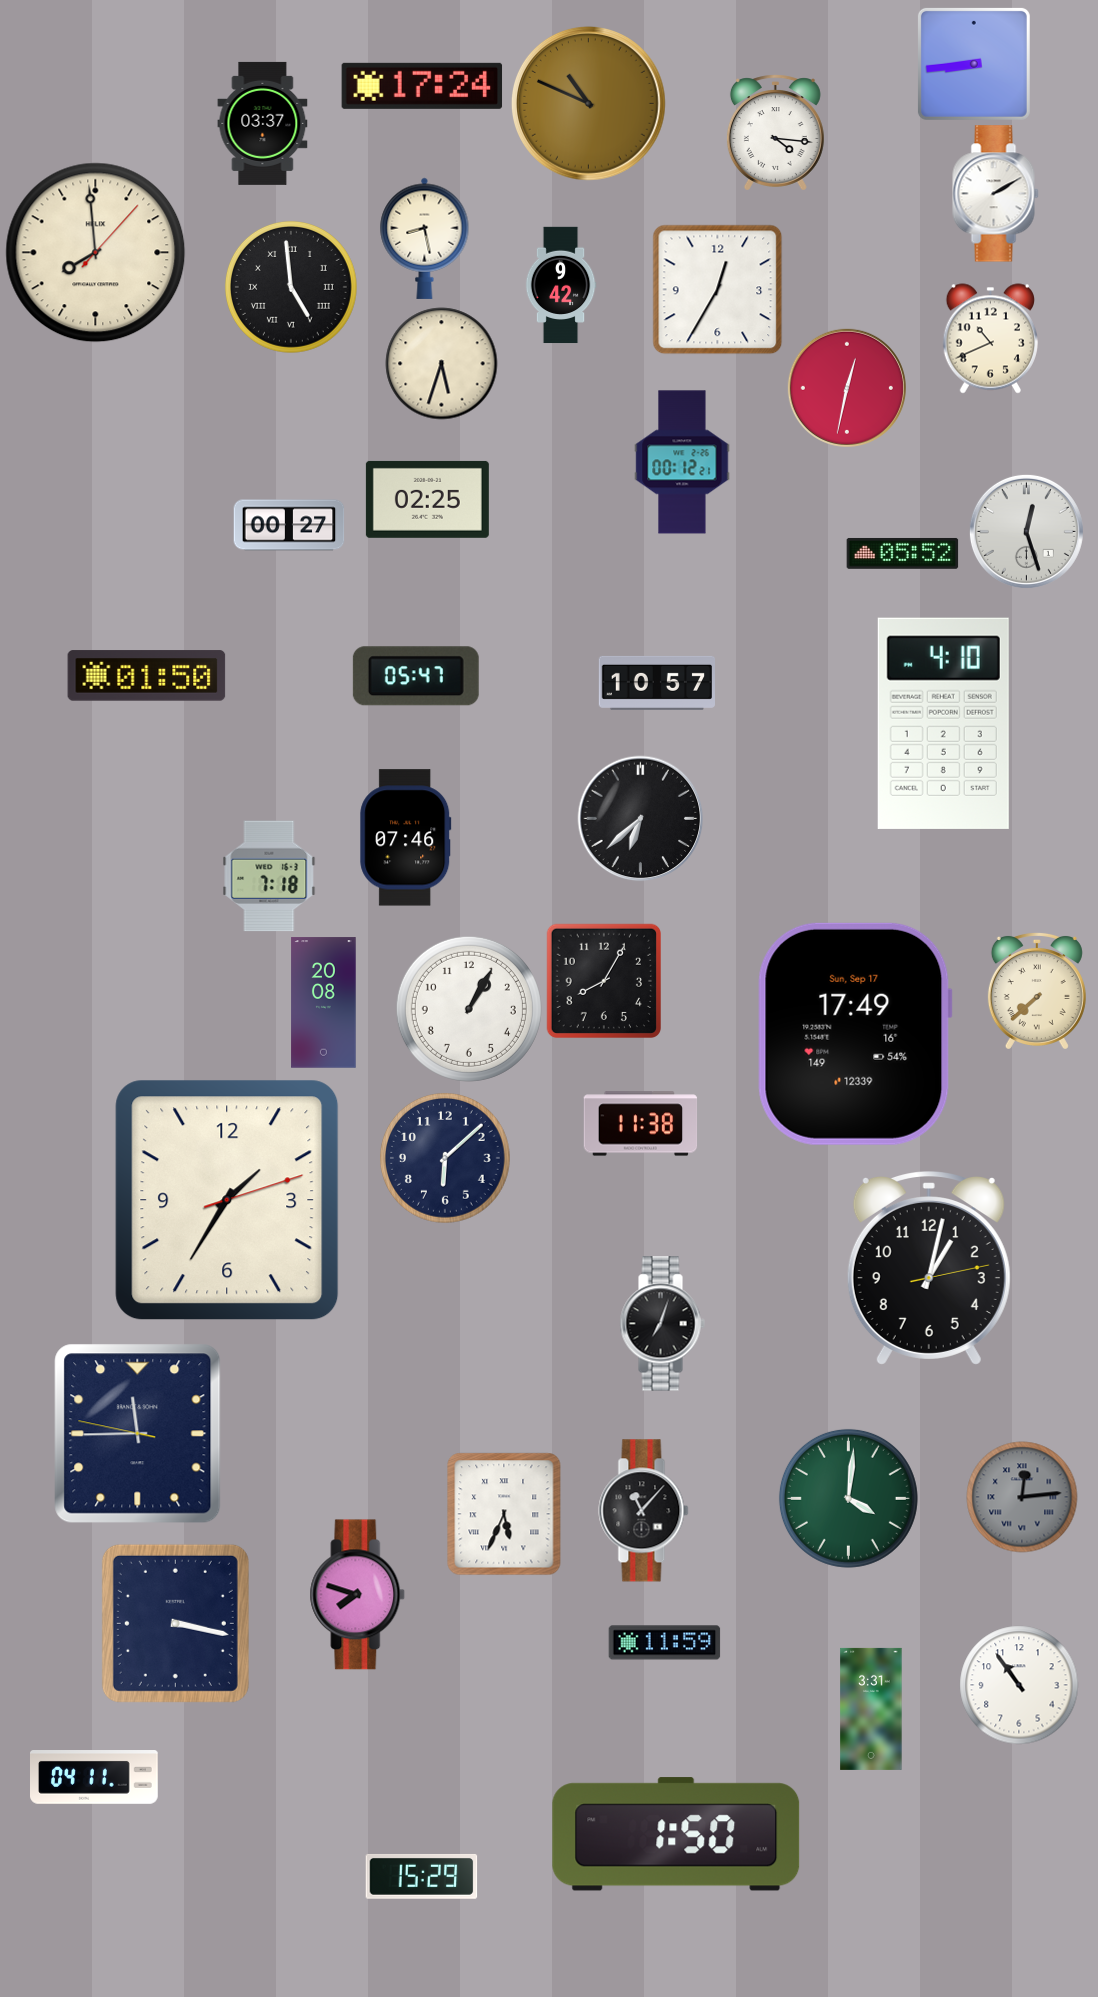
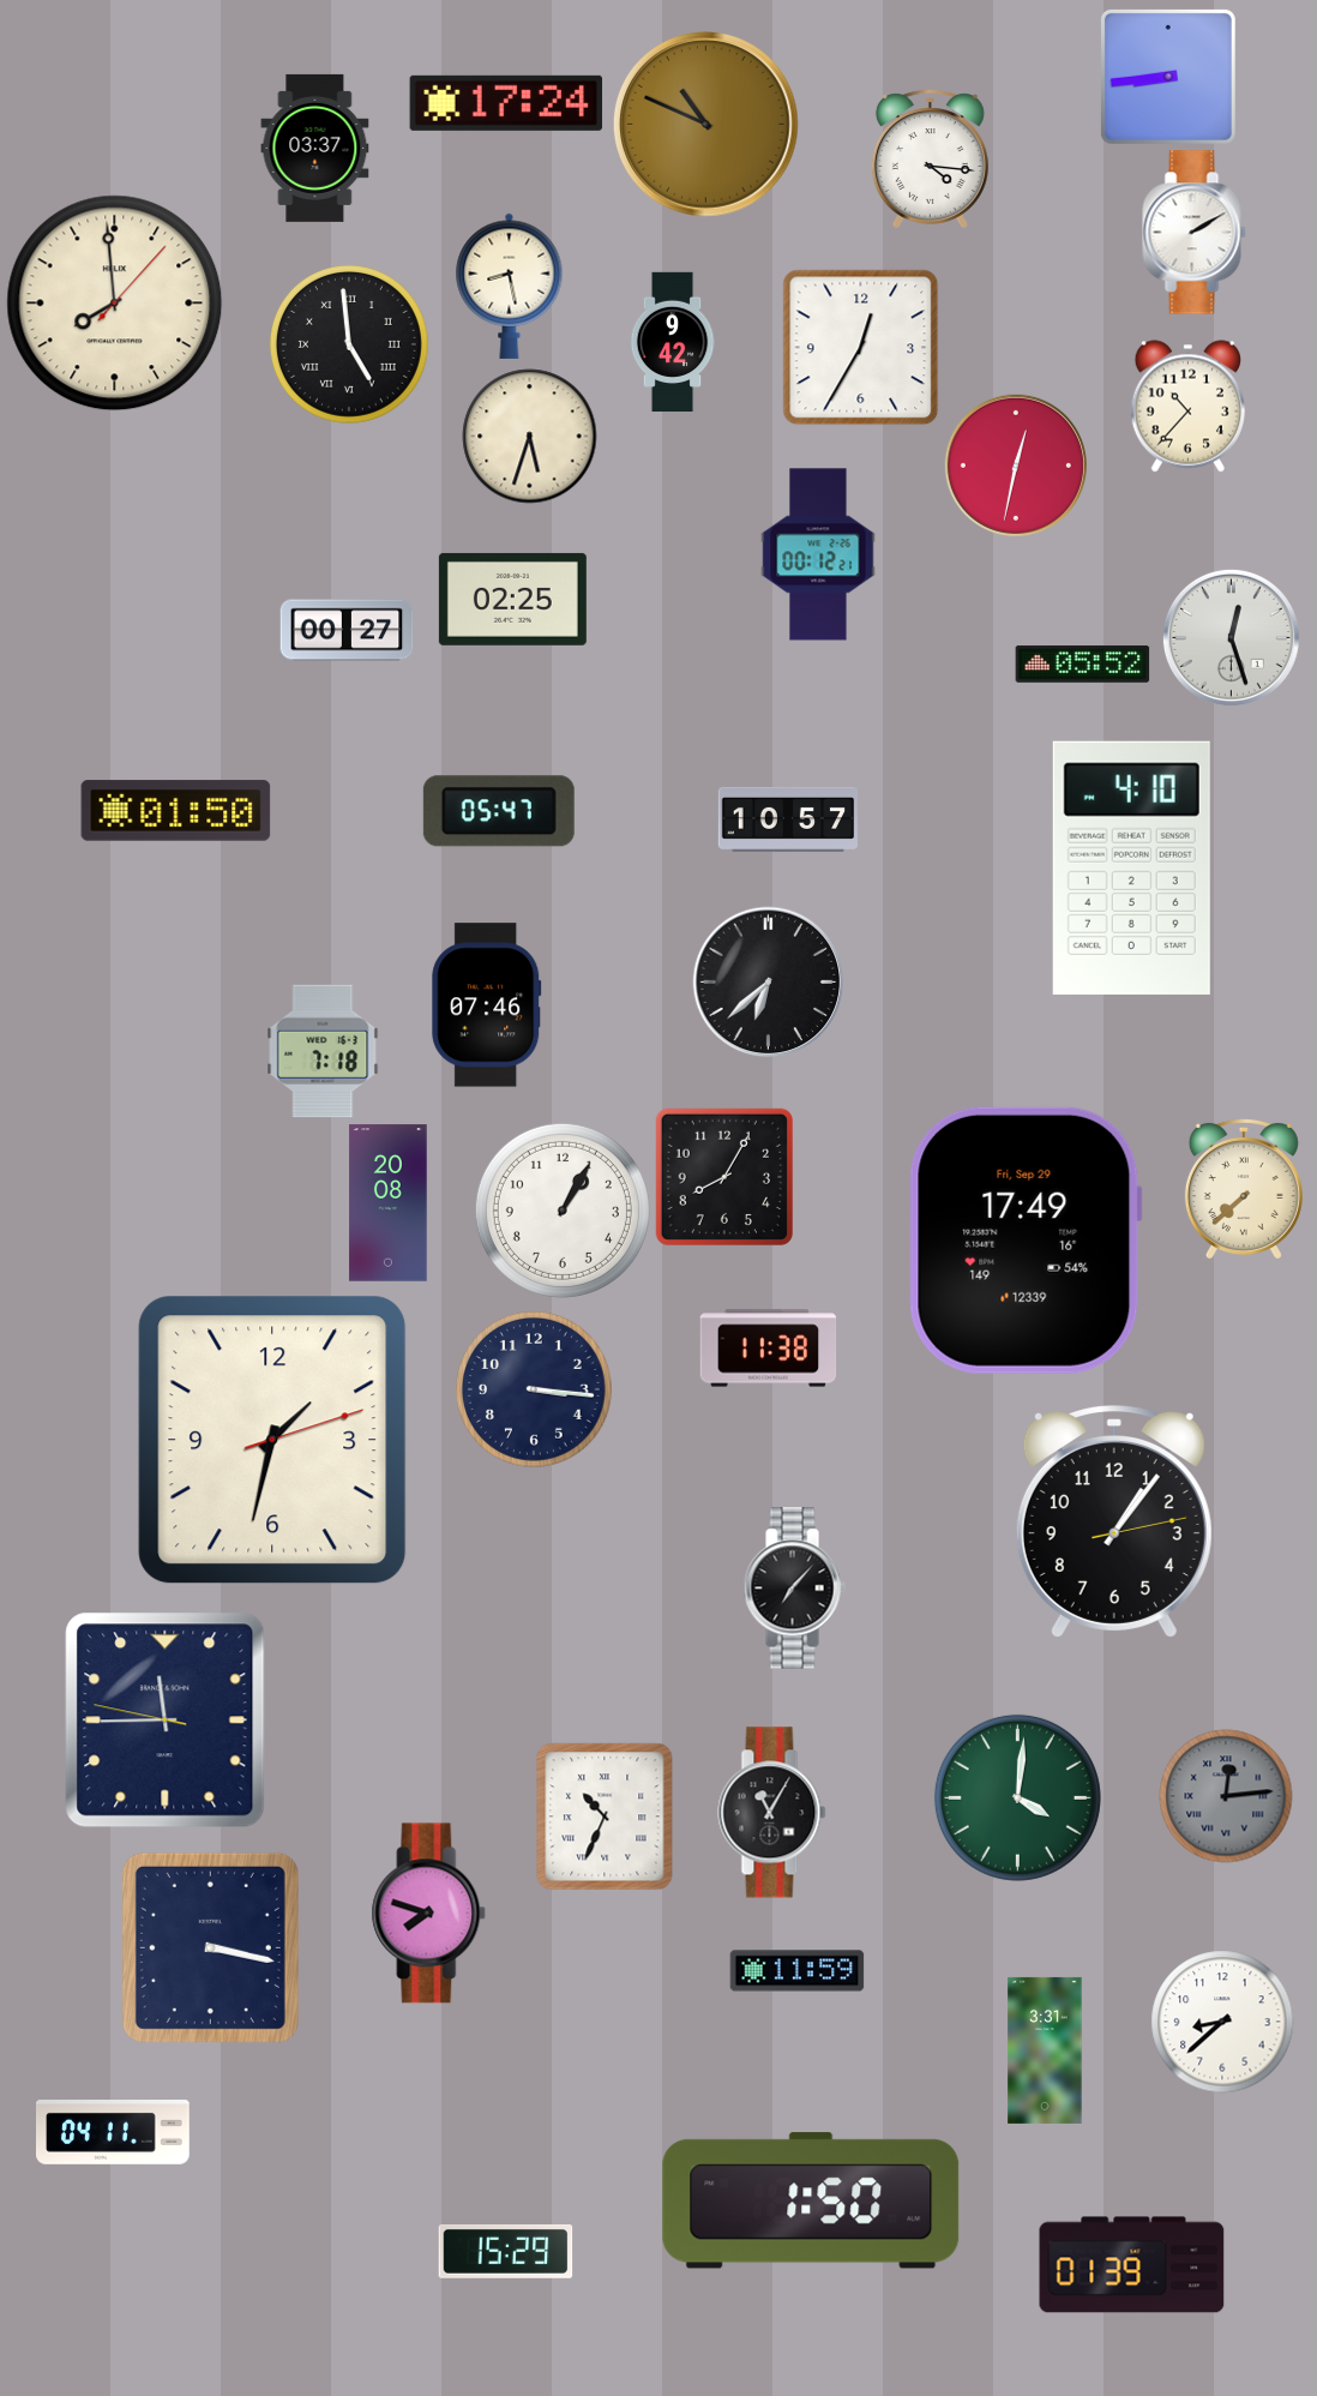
clock at (990, 339): 10:41 -> 10:37
clock at (855, 1034) date: Sun, Sep 17 -> Fri, Sep 29
clock at (446, 1159): 6:08 -> 3:16
clock at (227, 1200): 1:35 -> 1:32
clock at (929, 1269): 1:02 -> 1:06
clock at (662, 1324): 7:03 -> 7:07
clock at (644, 1511): 11:07 -> 11:05
clock at (504, 1514): 5:34 -> 10:34
clock at (1019, 1685): 10:54 -> 8:38
clock at (1132, 2265): none -> 01:39
